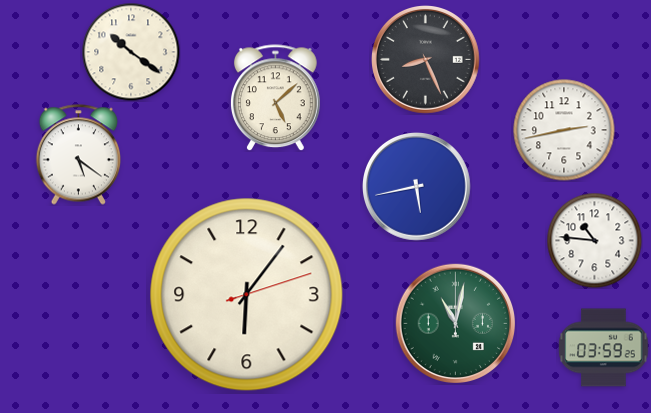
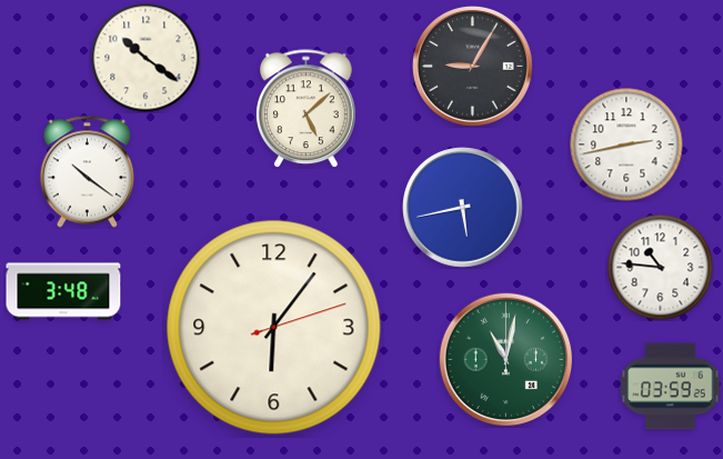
clock at (426, 60): 8:26 -> 9:05
clock at (78, 155): 5:21 -> 10:21
clock at (63, 291): none -> 3:48
